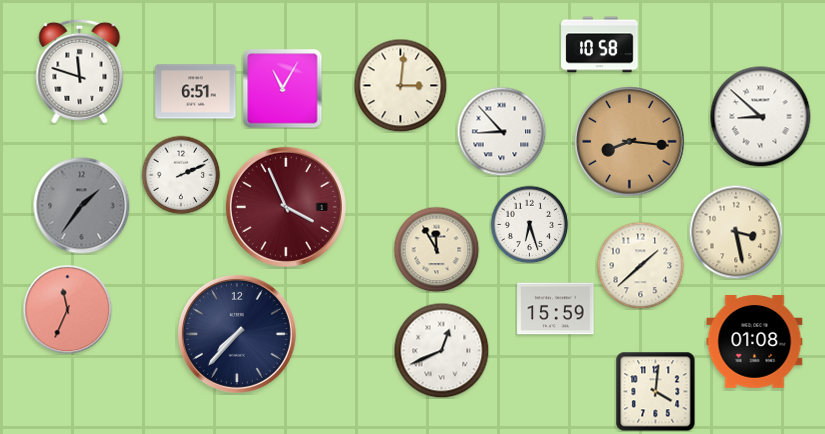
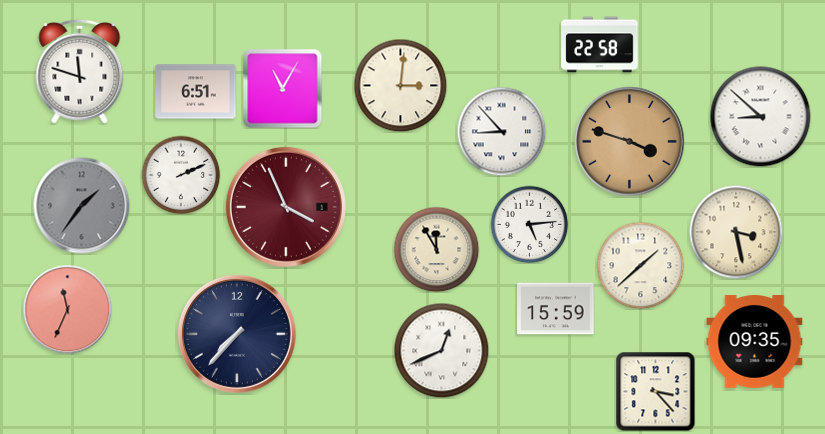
clock at (600, 45): 10:58 -> 22:58
clock at (630, 142): 8:16 -> 3:48
clock at (529, 224): 6:27 -> 5:14
clock at (755, 342): 01:08 -> 09:35
clock at (655, 391): 4:01 -> 3:23
